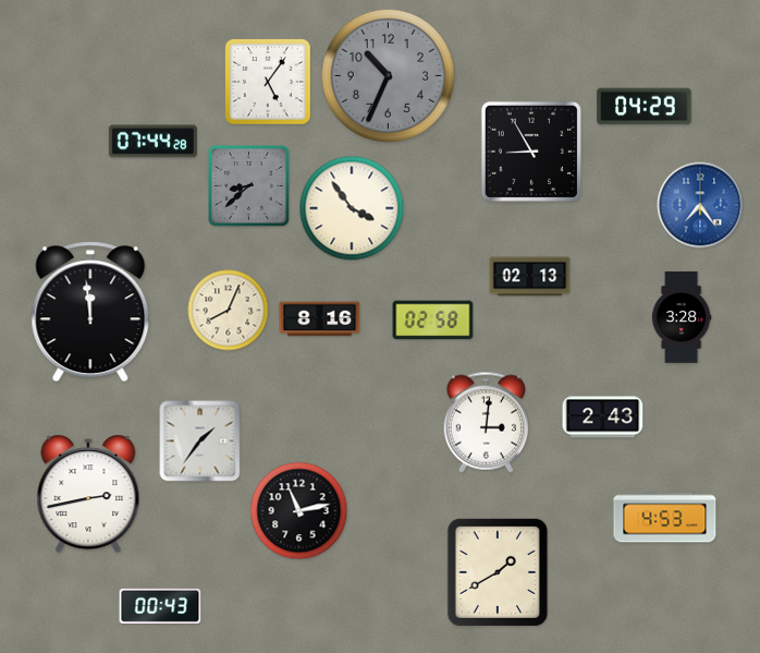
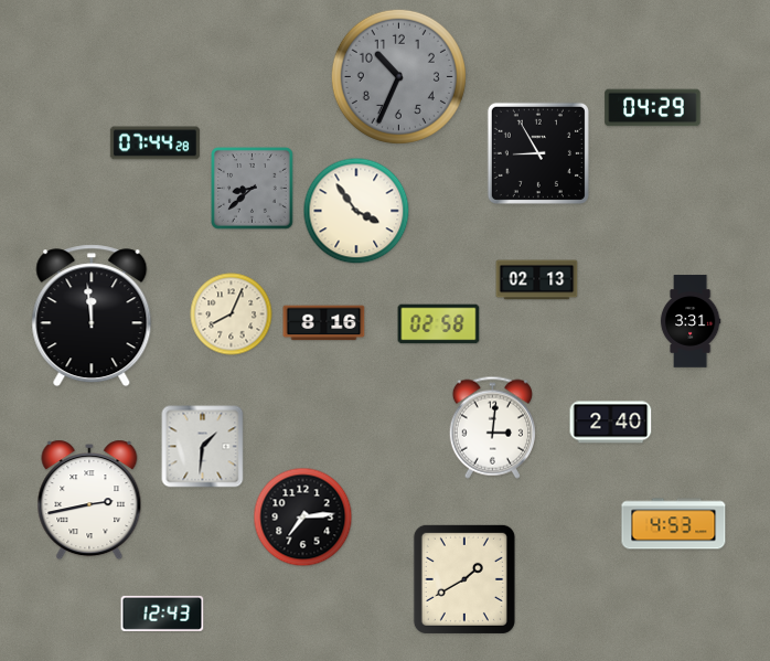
clock at (388, 75) position: (388, 75) -> (398, 76)
clock at (268, 82): 5:06 -> none
clock at (700, 205): 7:24 -> none
clock at (682, 317): 3:28 -> 3:31
clock at (603, 418): 2:43 -> 2:40
clock at (200, 442): 1:36 -> 1:31
clock at (299, 511): 11:13 -> 7:14
clock at (498, 572) position: (498, 572) -> (464, 579)
clock at (160, 606): 00:43 -> 12:43
